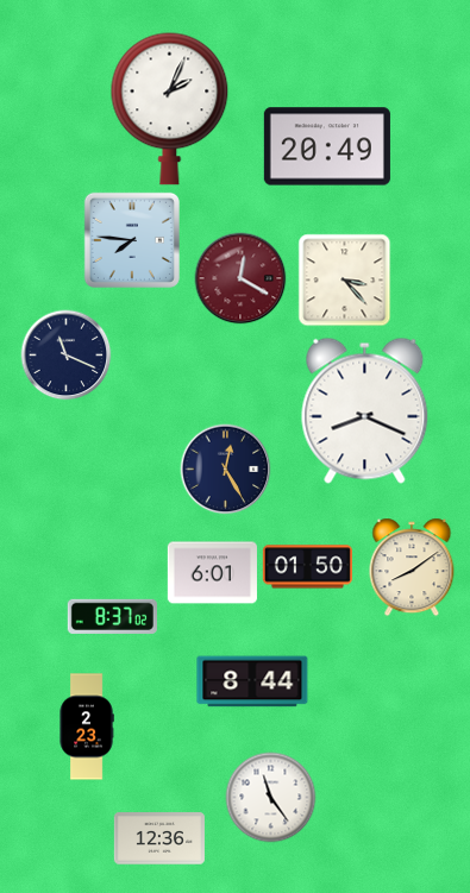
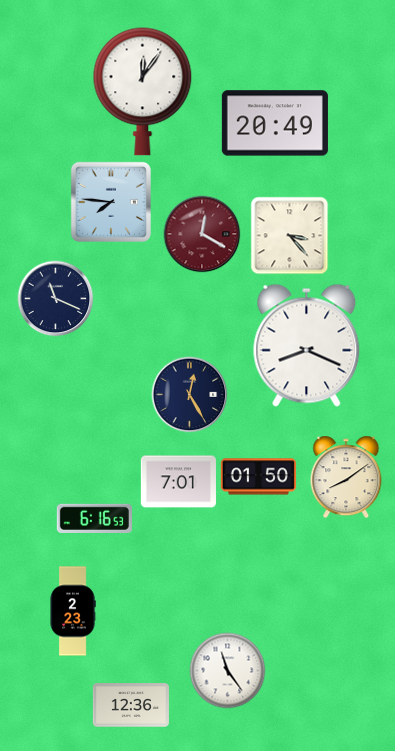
clock at (170, 108): 2:04 -> 12:06
clock at (212, 573): 6:01 -> 7:01
clock at (112, 616): 8:37 -> 6:16
clock at (252, 681): 8:44 -> none
clock at (159, 838) position: (159, 838) -> (131, 705)
